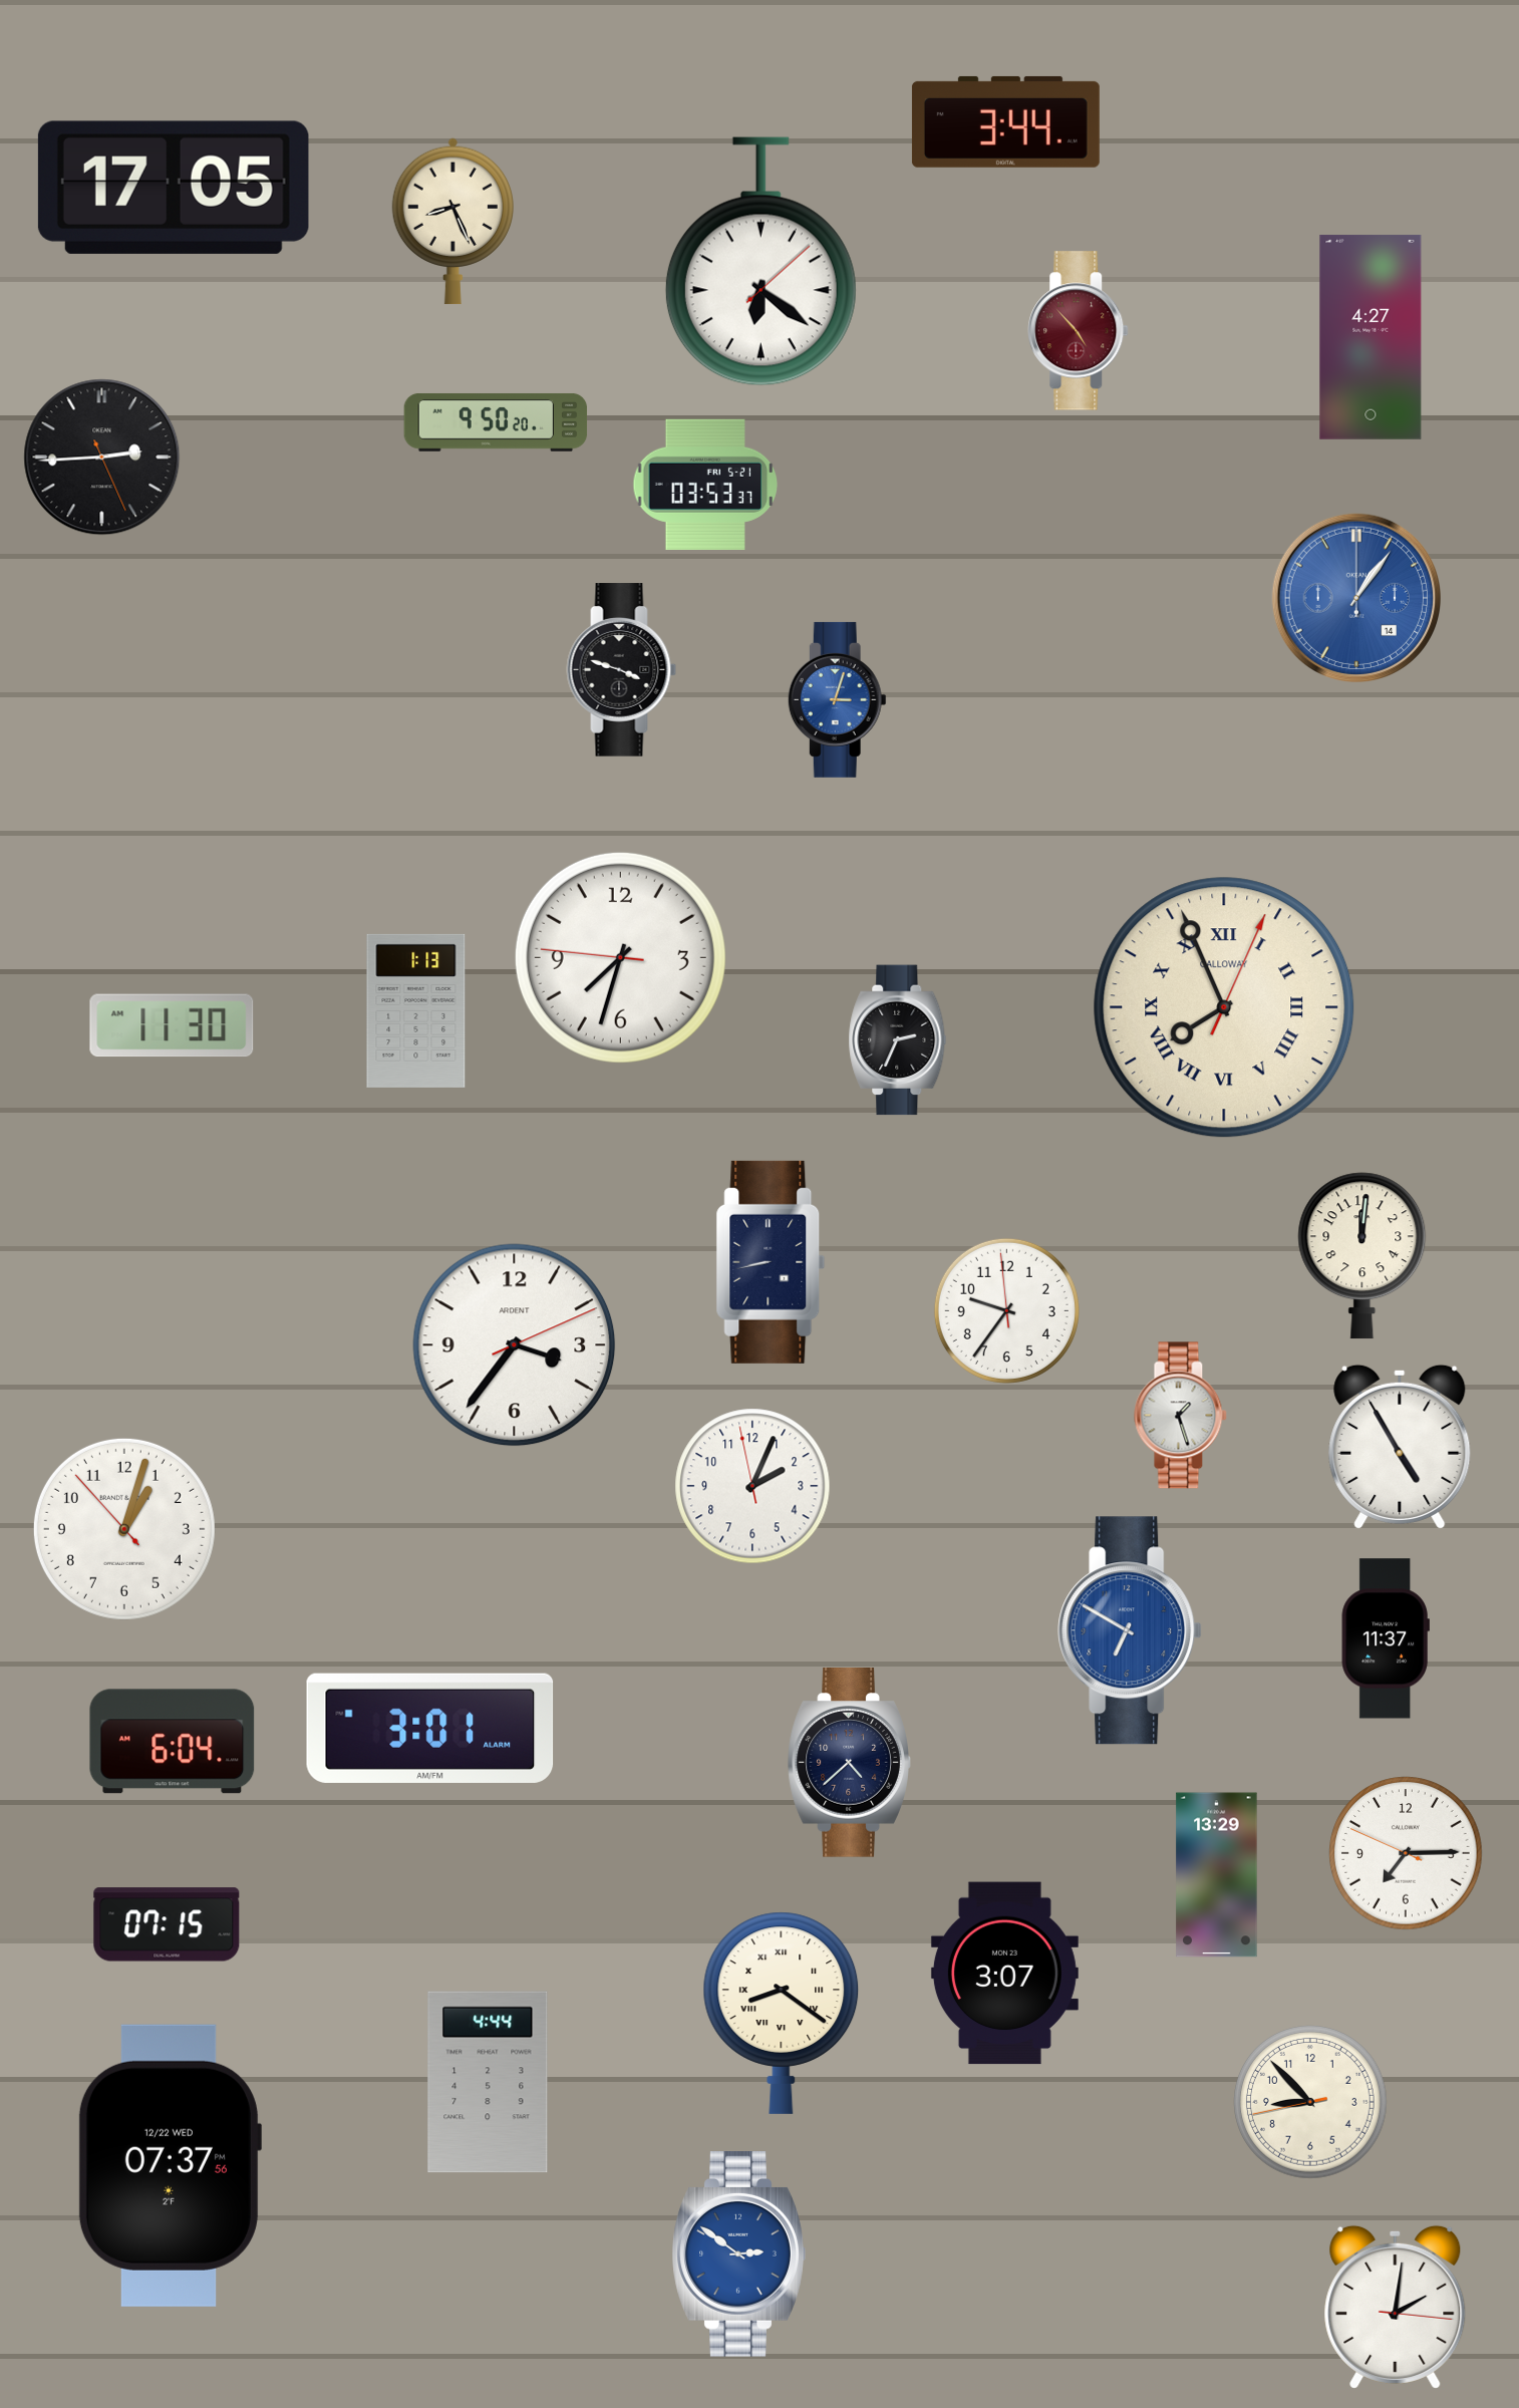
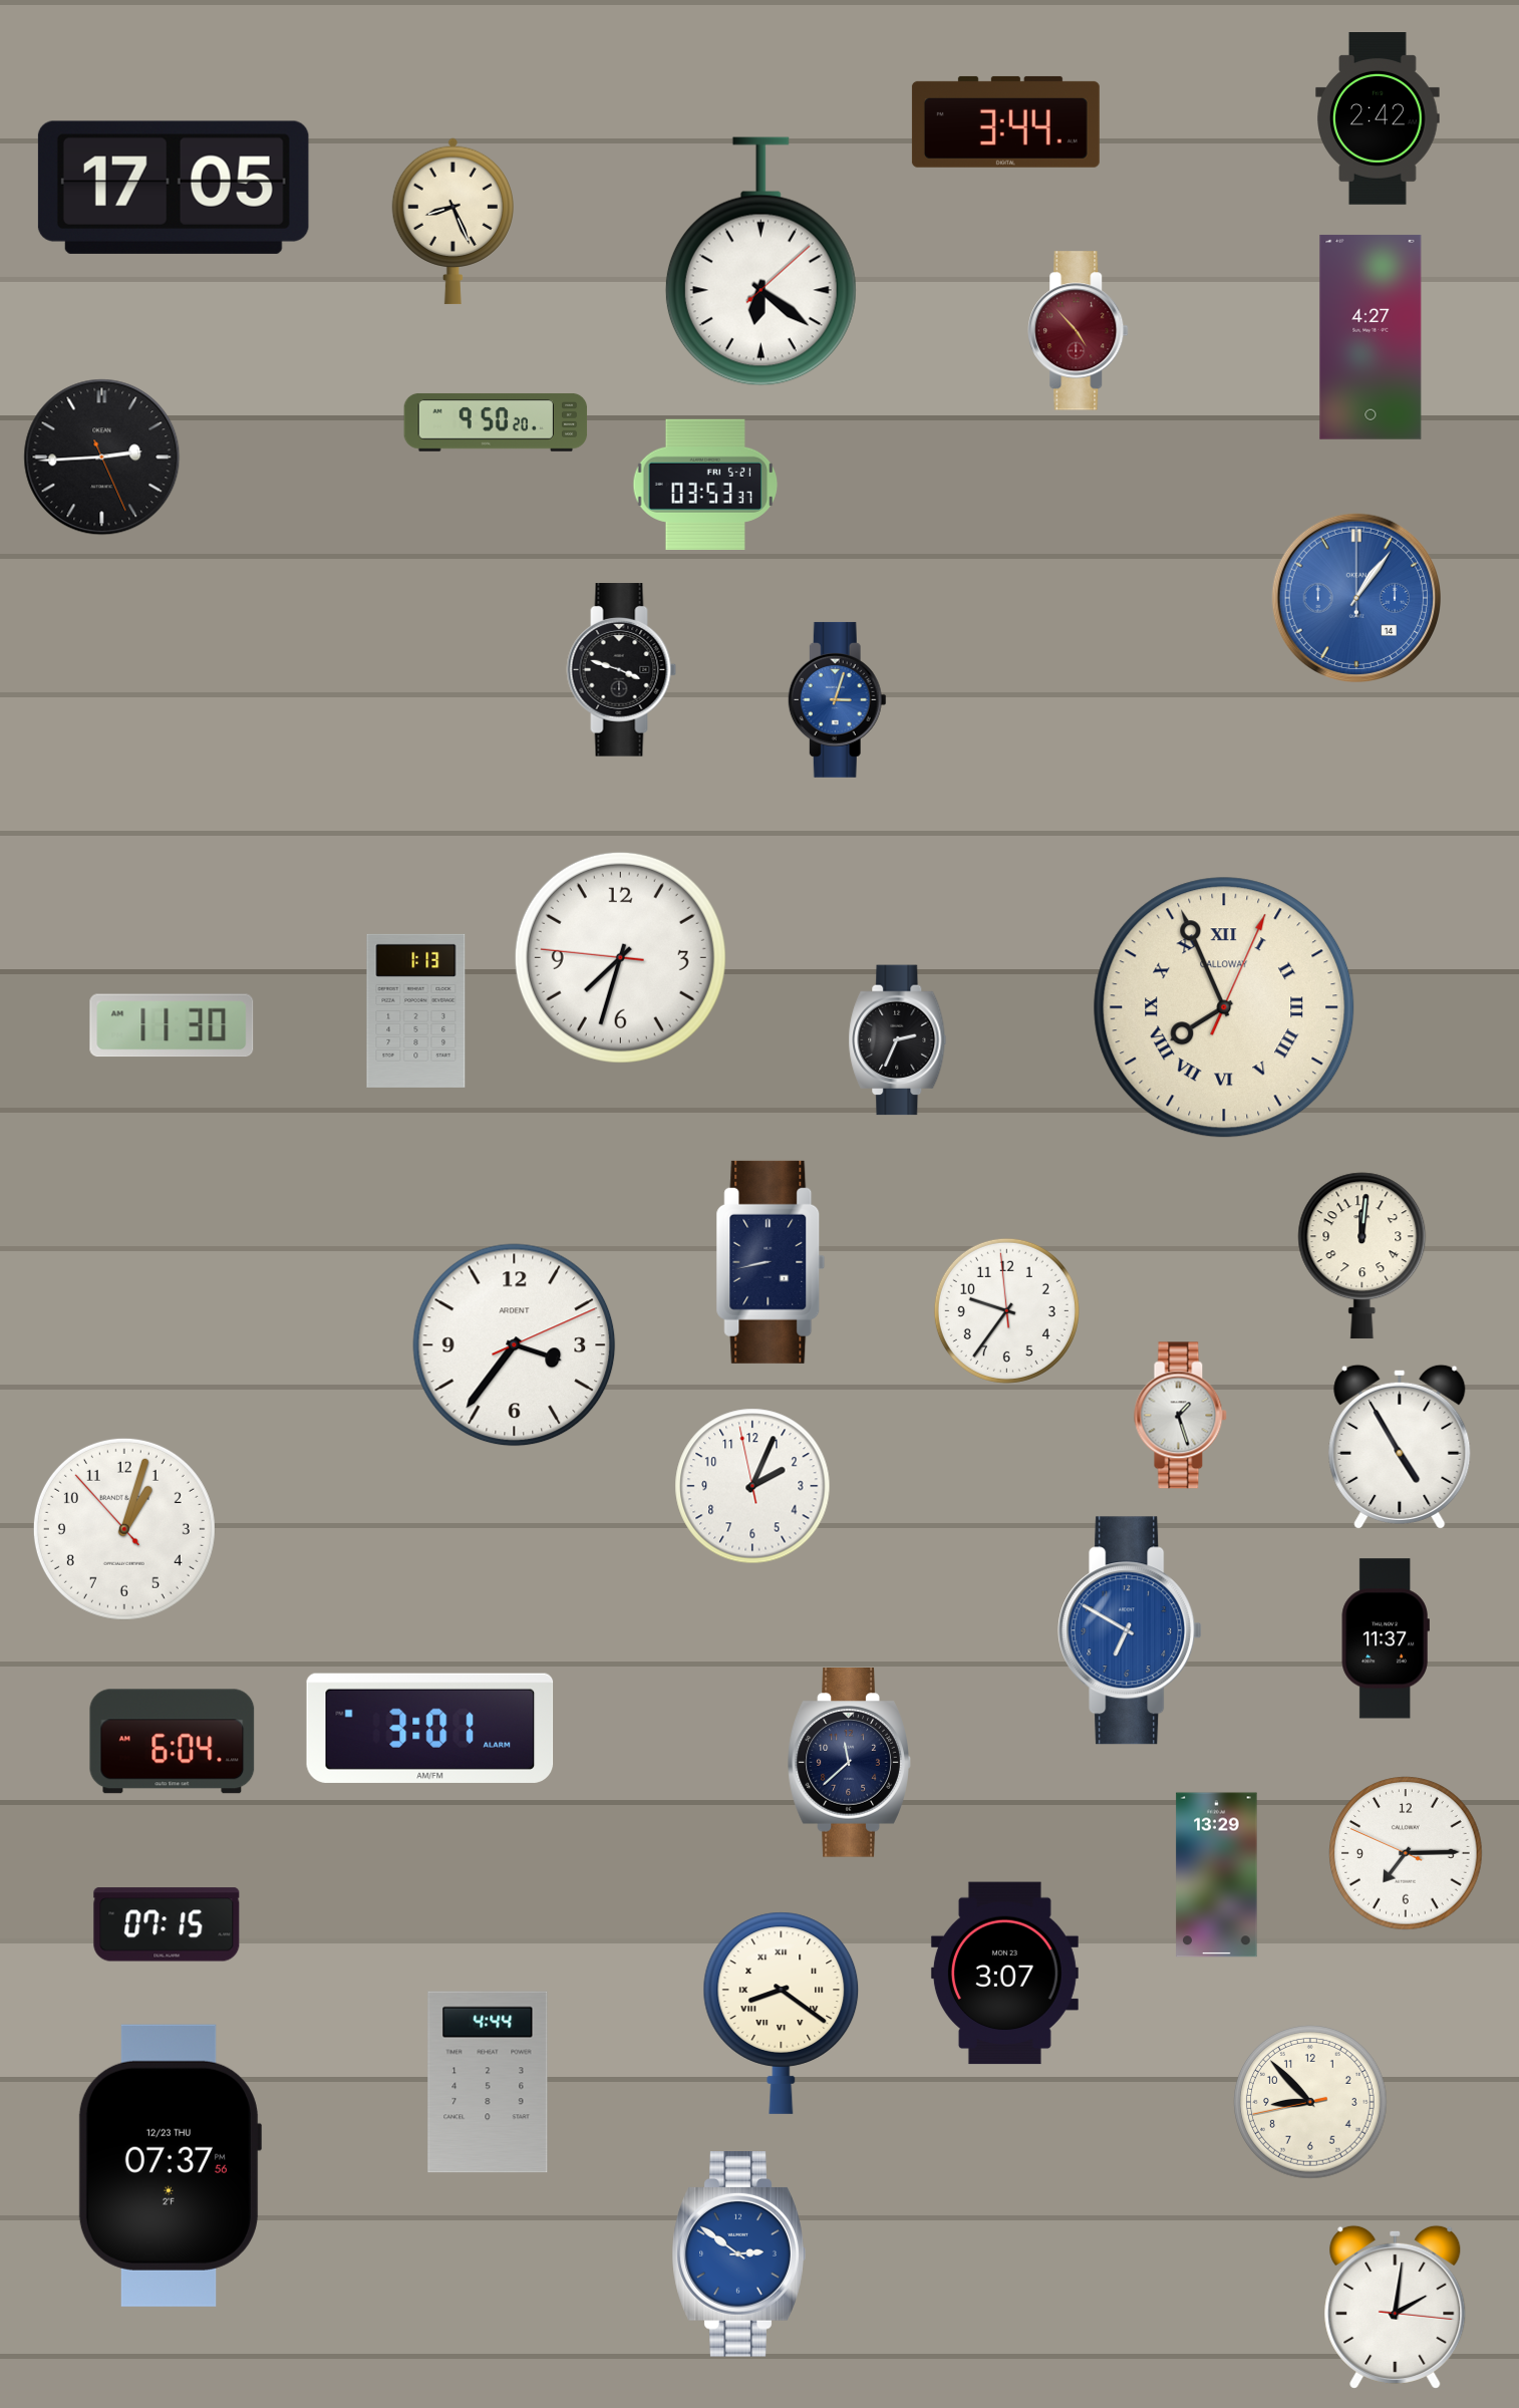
clock at (1378, 119): none -> 2:42
clock at (849, 1763): 4:38 -> 11:38
clock at (170, 2165) date: 12/22 WED -> 12/23 THU
